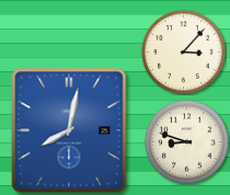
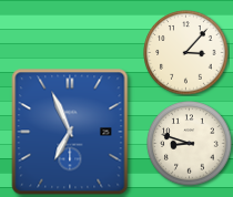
clock at (69, 130): 8:02 -> 6:56
